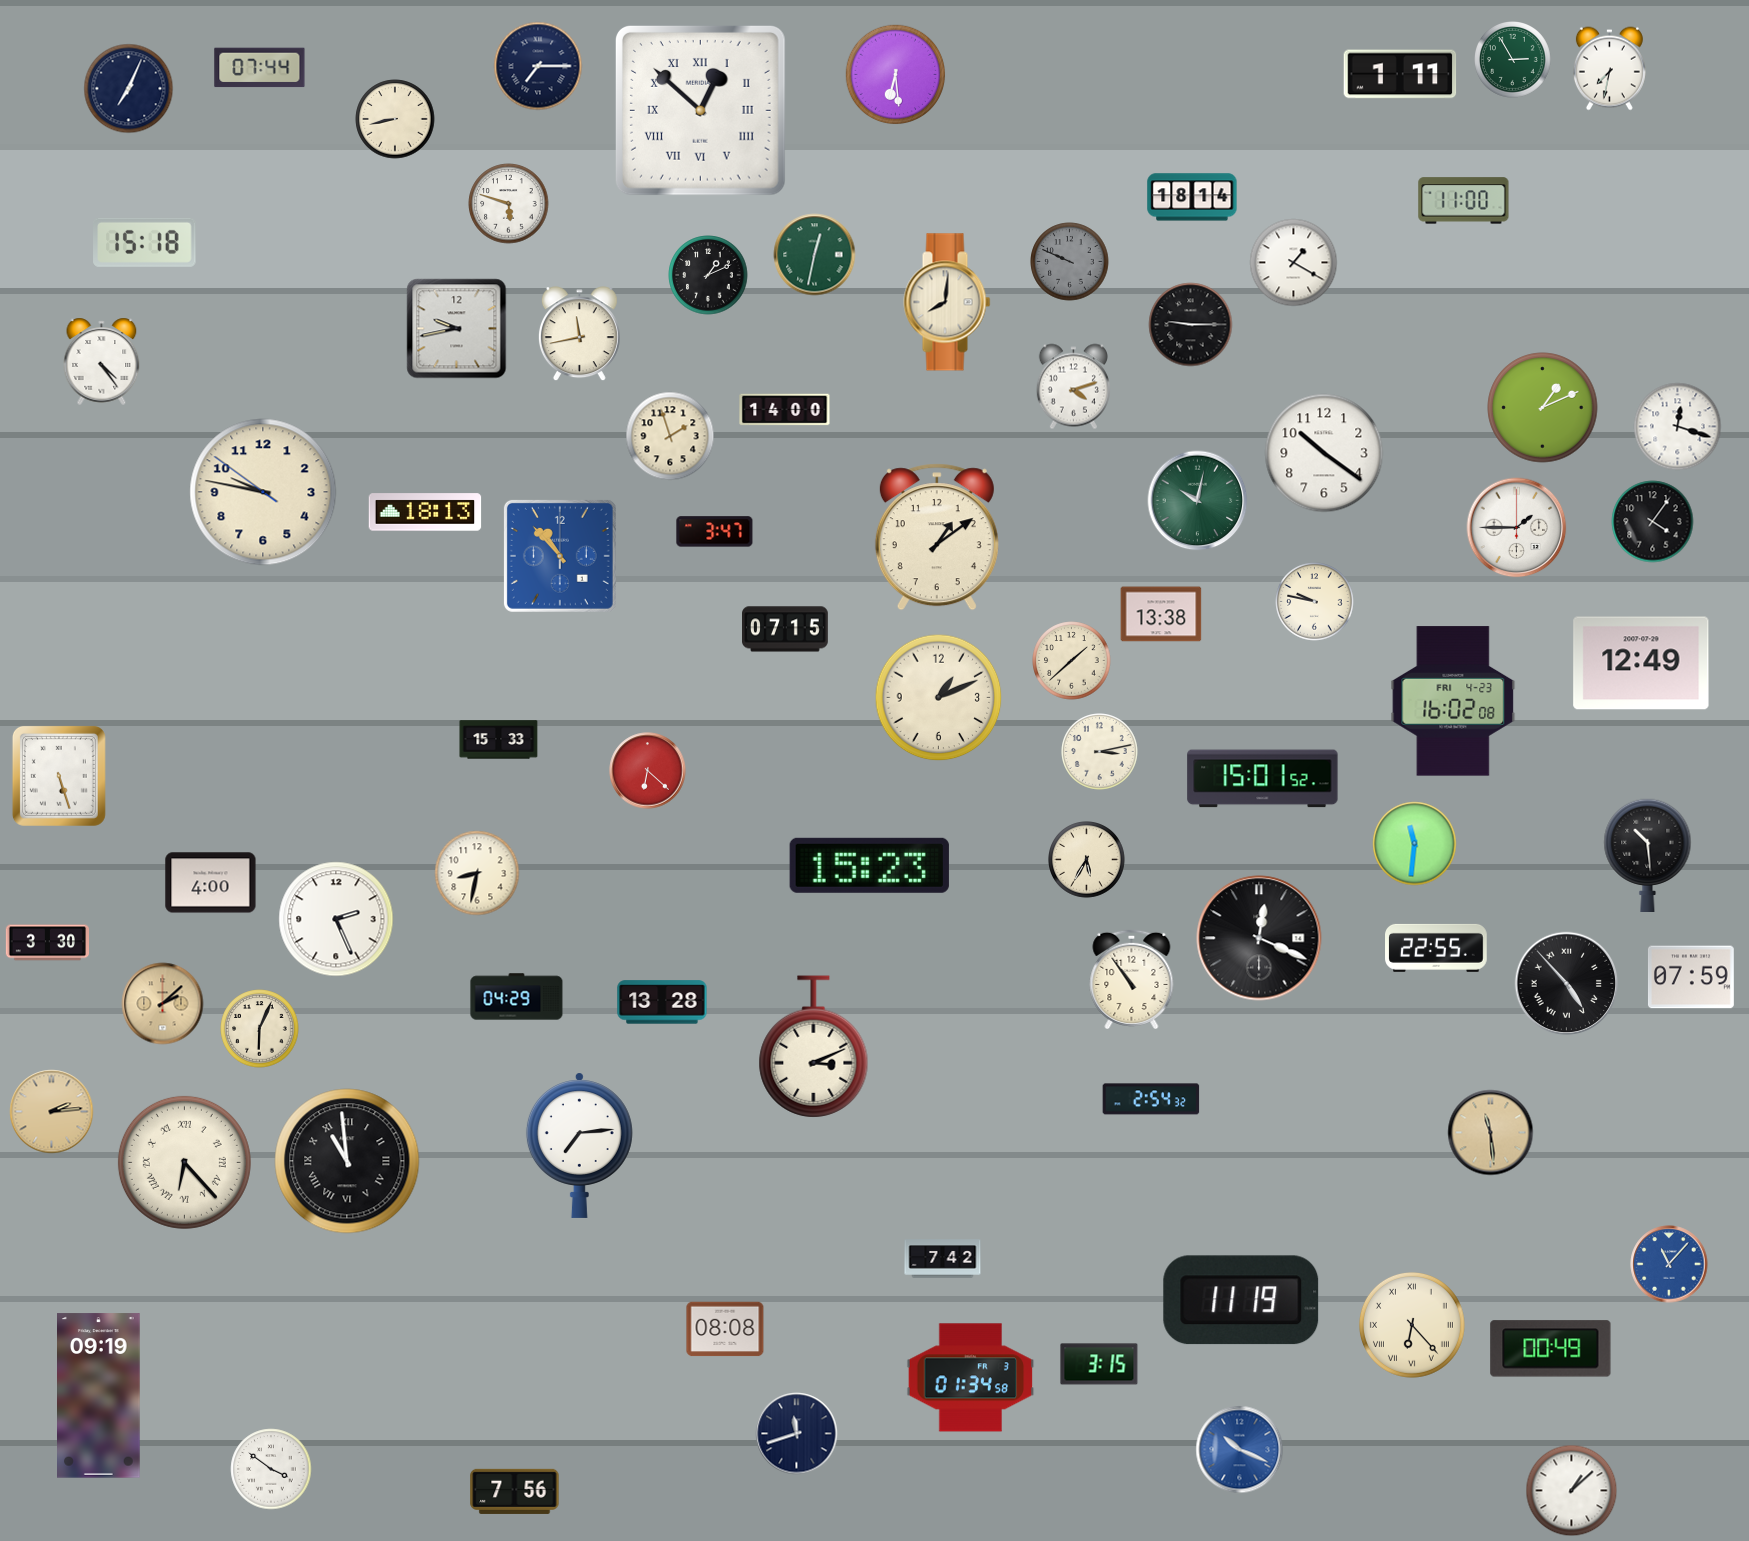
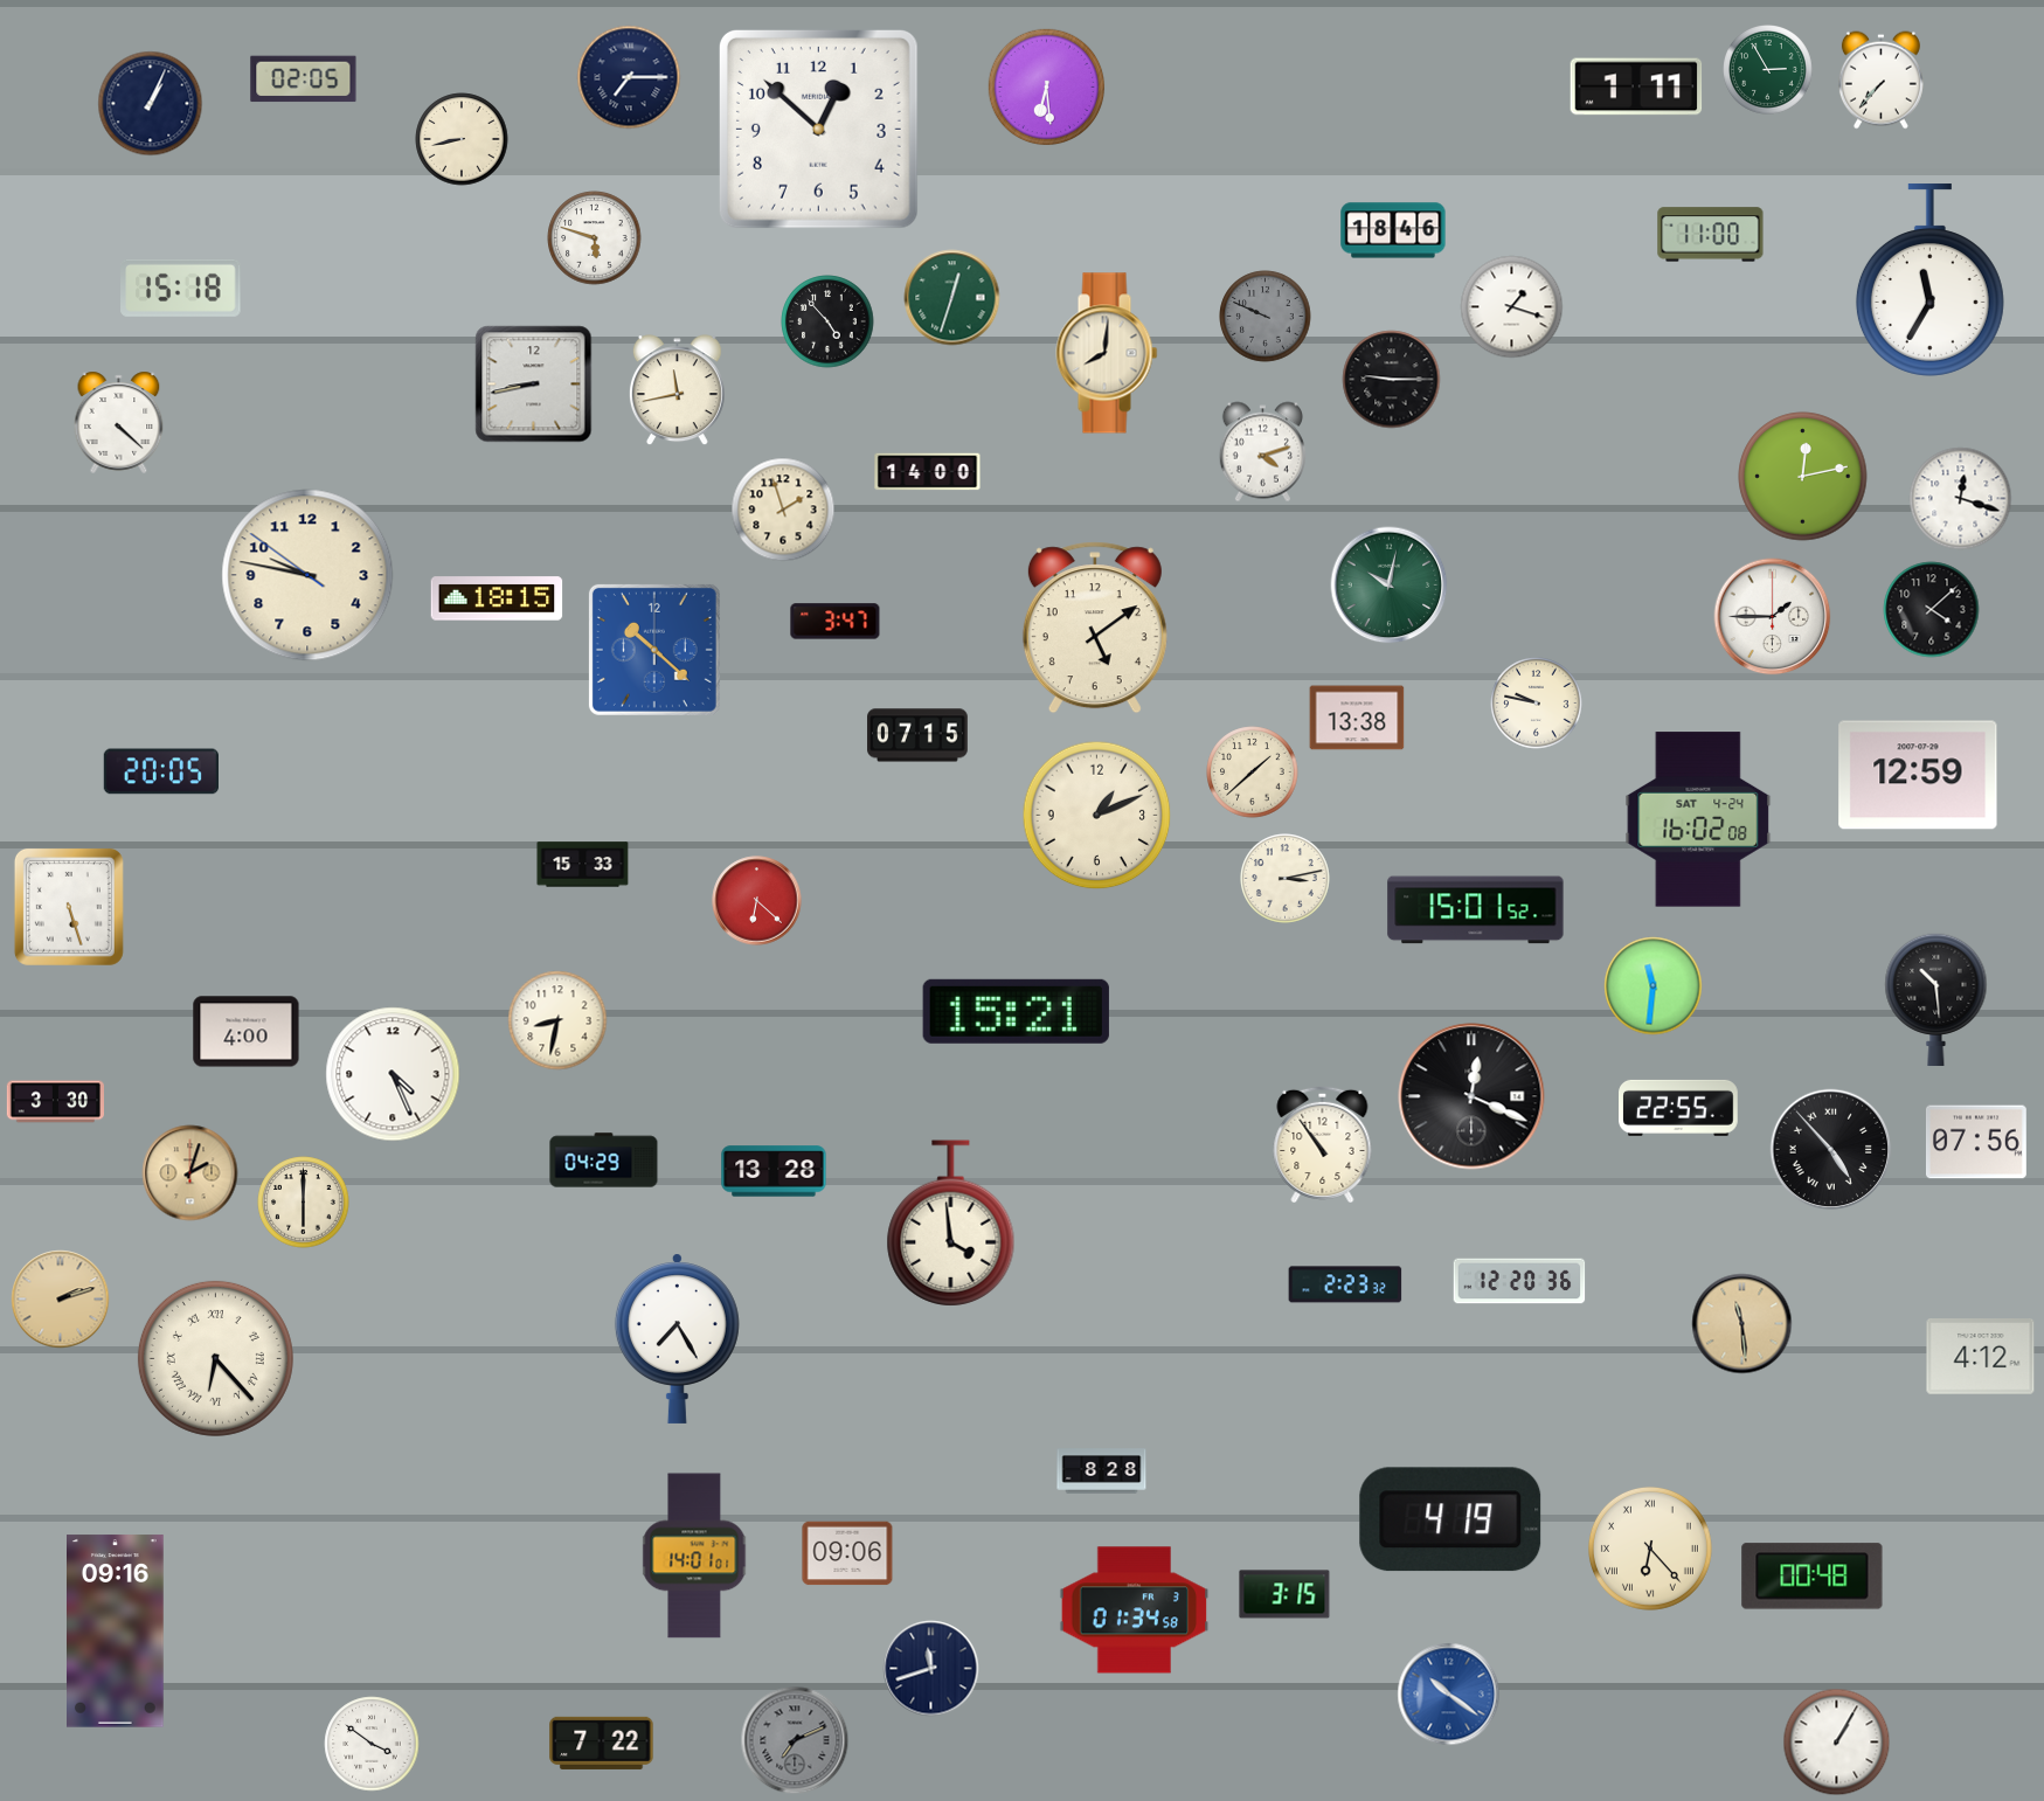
clock at (260, 68): 07:44 -> 02:05
clock at (1609, 69): 7:32 -> 7:37
clock at (129, 89): 7:04 -> 1:04
clock at (700, 110) numerals: Roman -> Arabic
clock at (1192, 197): 18:14 -> 18:46
clock at (1929, 280): none -> 11:35
clock at (145, 242) position: (145, 242) -> (181, 288)
clock at (815, 255): 12:32 -> 12:33
clock at (1070, 262) position: (1070, 262) -> (1266, 317)
clock at (1294, 263): 1:20 -> 1:18
clock at (708, 275): 1:11 -> 4:53
clock at (457, 329): 9:43 -> 8:43
clock at (102, 361): 4:24 -> 4:22
clock at (1073, 387) position: (1073, 387) -> (1262, 452)
clock at (1543, 408): 1:11 -> 12:13
clock at (785, 410) position: (785, 410) -> (928, 472)
clock at (1324, 453): 10:21 -> none
clock at (1198, 501) position: (1198, 501) -> (1390, 586)
clock at (425, 512): 18:13 -> 18:15
clock at (1653, 522): 4:06 -> 4:08
clock at (937, 537): 1:09 -> 5:09
clock at (560, 556): 10:53 -> 10:22
clock at (160, 771): none -> 20:05
clock at (1641, 663): 12:49 -> 12:59
clock at (1453, 701) date: FRI 4-23 -> SAT 4-24
clock at (1648, 855) position: (1648, 855) -> (1936, 999)
clock at (1087, 860): 5:35 -> none
clock at (869, 865): 15:23 -> 15:21
clock at (336, 919): 2:26 -> 4:26
clock at (1691, 977): 07:59 -> 07:56
clock at (517, 997) position: (517, 997) -> (604, 1161)
clock at (163, 1004): 2:08 -> 2:03
clock at (260, 1029): 6:04 -> 6:00
clock at (814, 1047): 3:11 -> 3:59
clock at (1519, 1281): none -> 12:20
clock at (1151, 1099): 2:54 -> 2:23
clock at (52, 1112): 2:14 -> 2:12
clock at (579, 1145): 7:14 -> 7:25
clock at (347, 1161): 10:59 -> none
clock at (1981, 1357): none -> 4:12
clock at (943, 1259): 7:42 -> 8:28
clock at (1669, 1264): 11:07 -> none
clock at (1241, 1300): 11:19 -> 4:19
clock at (725, 1329): 08:08 -> 09:06
clock at (694, 1556): none -> 14:01
clock at (1551, 1349): 00:49 -> 00:48
clock at (99, 1396): 09:19 -> 09:16
clock at (797, 1434) position: (797, 1434) -> (931, 1669)
clock at (1240, 1450): 10:19 -> 10:21
clock at (271, 1469) position: (271, 1469) -> (372, 1744)
clock at (795, 1740): none -> 7:11
clock at (515, 1491): 7:56 -> 7:22
clock at (1572, 1491): 1:08 -> 1:05
